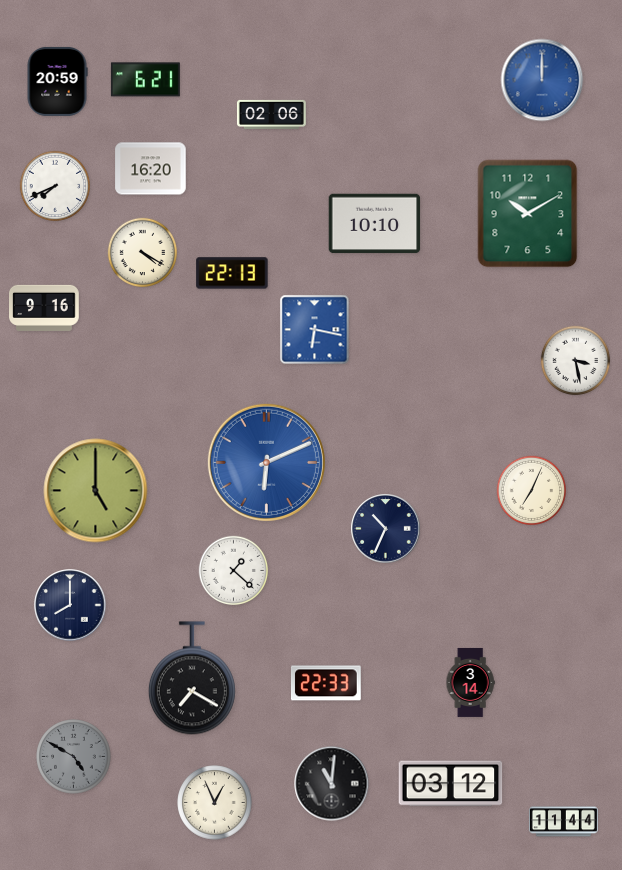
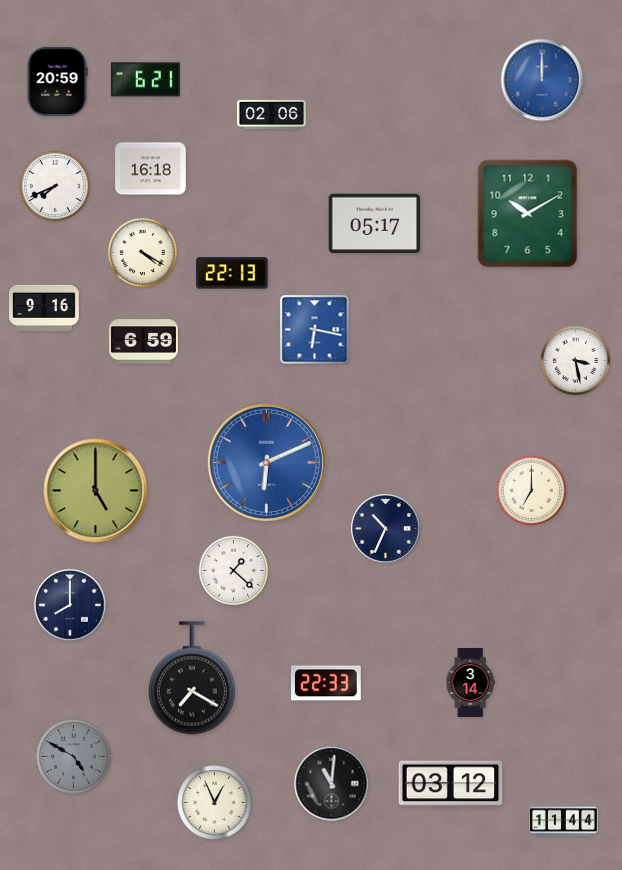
clock at (151, 169): 16:20 -> 16:18
clock at (375, 224): 10:10 -> 05:17
clock at (143, 342): none -> 6:59
clock at (532, 491): 7:04 -> 7:00
